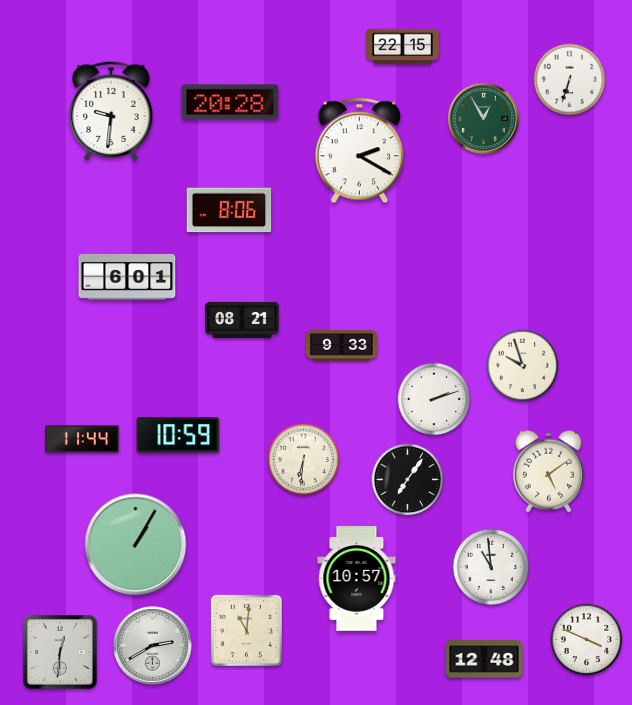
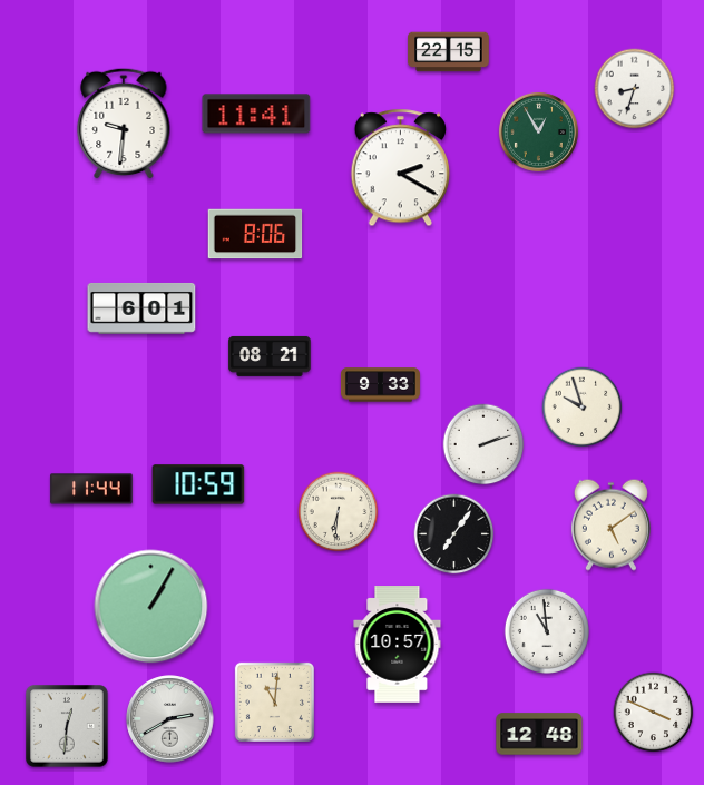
clock at (570, 80): 6:33 -> 8:33
clock at (230, 102): 20:28 -> 11:41
